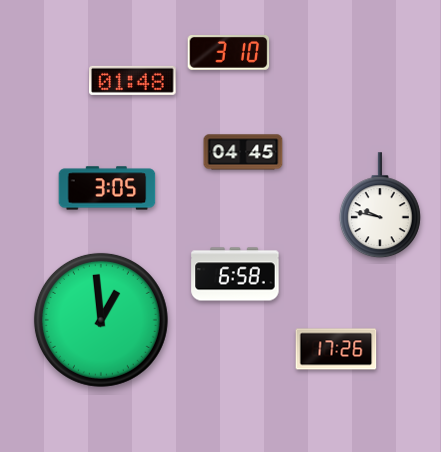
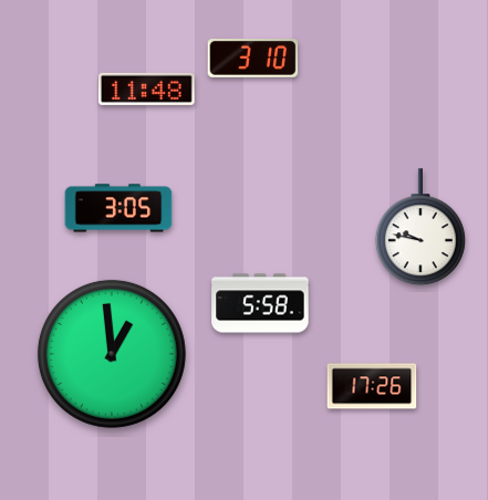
clock at (133, 80): 01:48 -> 11:48
clock at (243, 152): 04:45 -> none
clock at (235, 274): 6:58 -> 5:58
